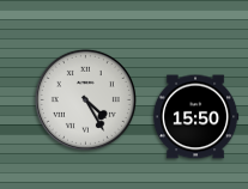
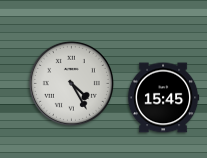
clock at (195, 117): 15:50 -> 15:45
